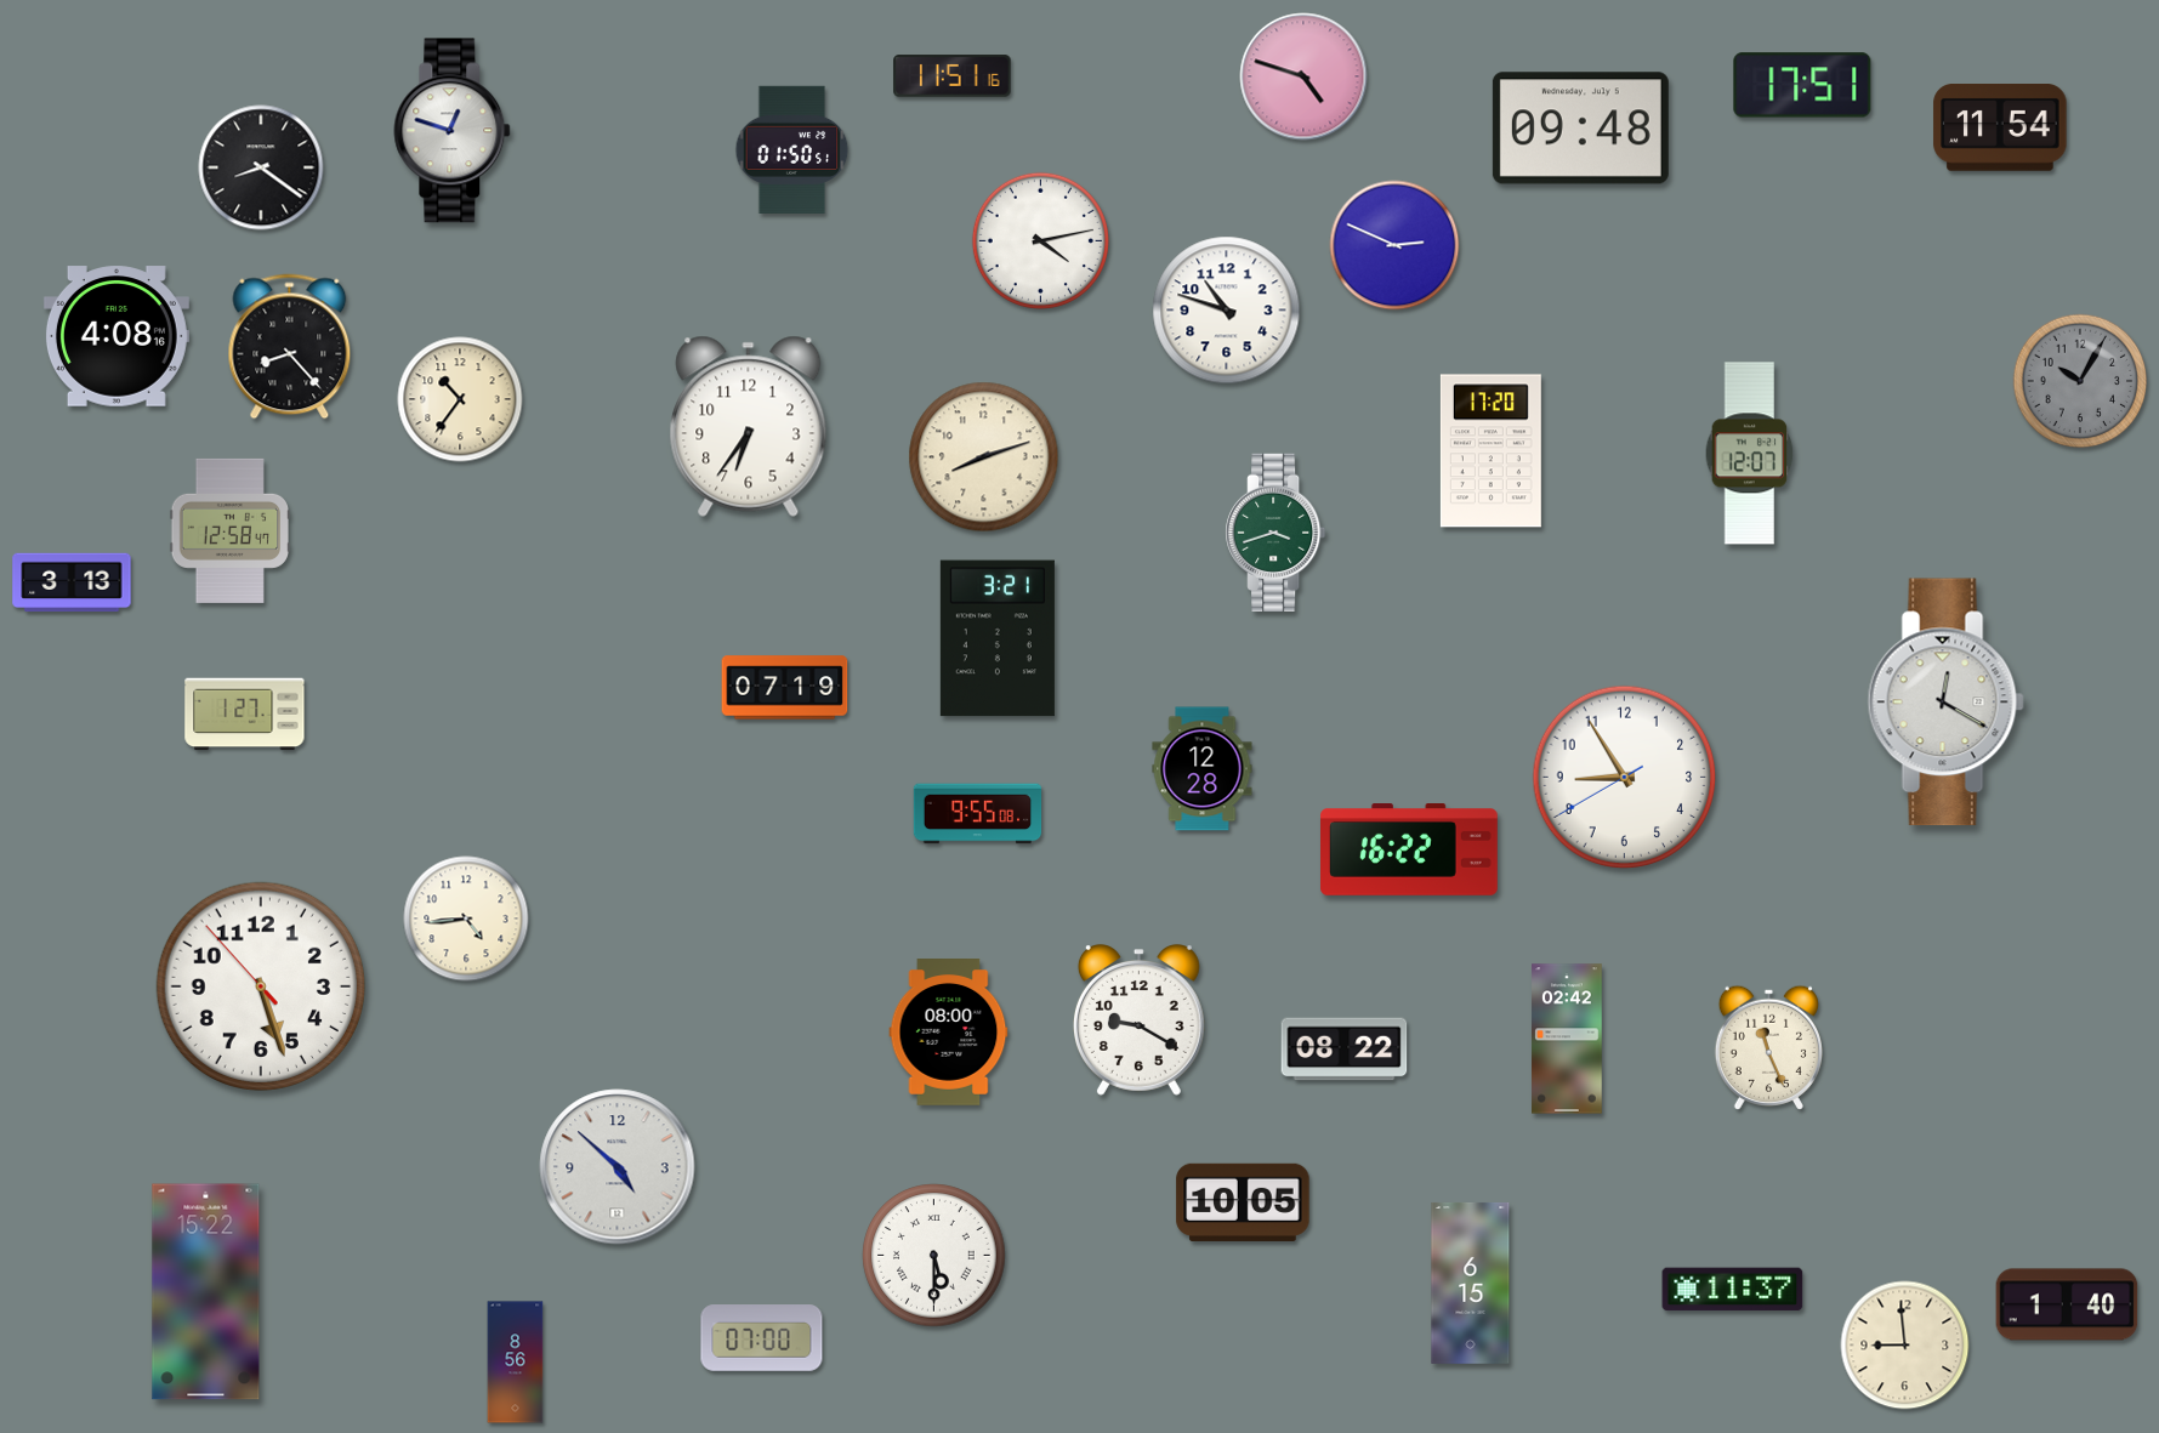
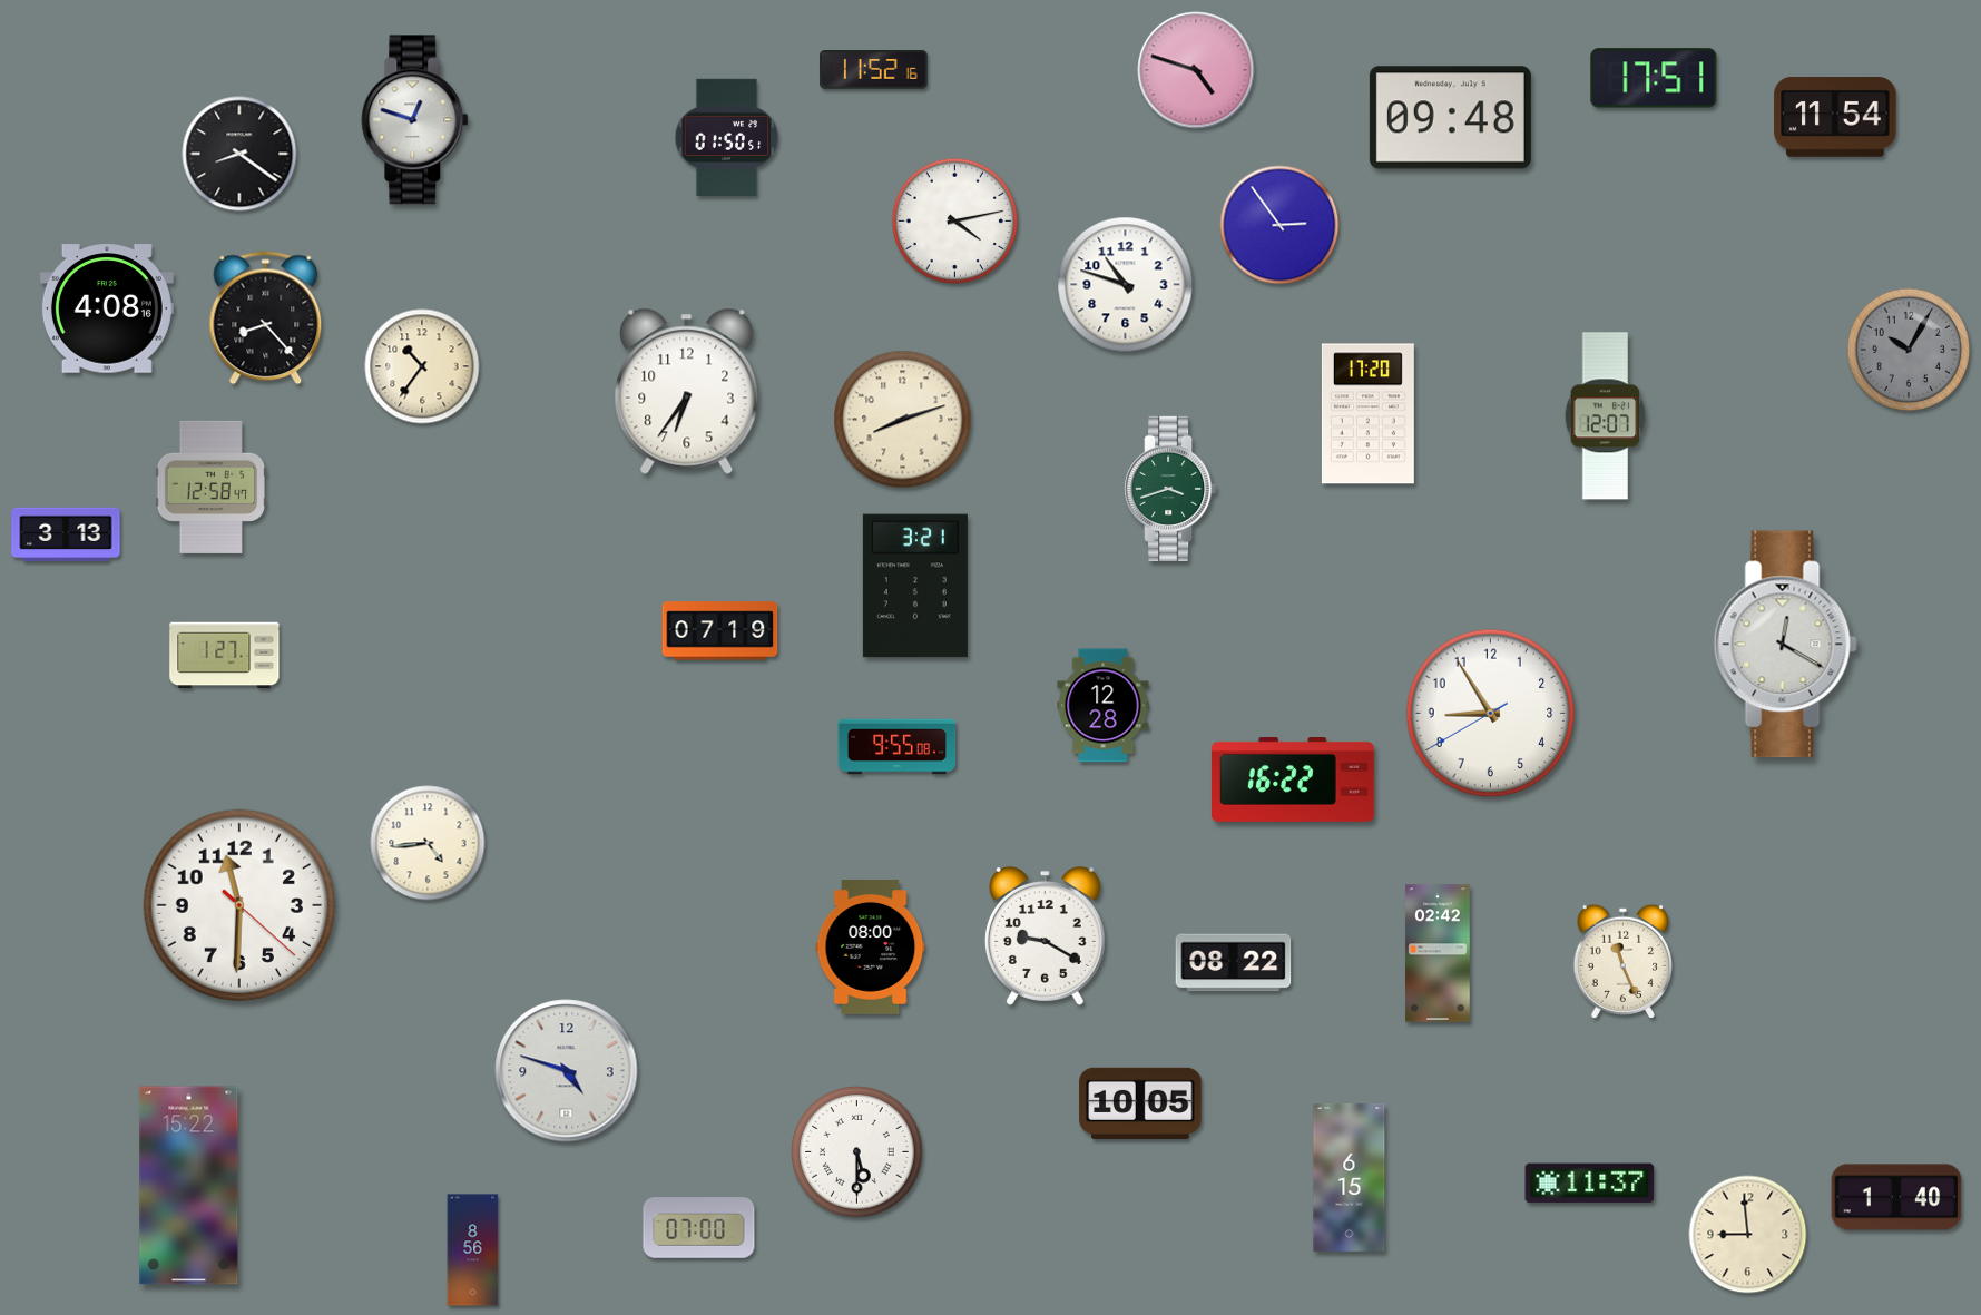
clock at (953, 76): 11:51 -> 11:52
clock at (1394, 245): 2:49 -> 2:54
clock at (261, 986): 5:26 -> 11:30
clock at (618, 1167): 4:52 -> 4:48
